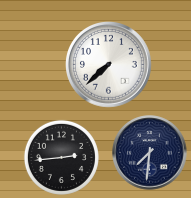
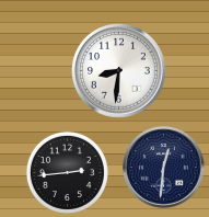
clock at (109, 65): 7:38 -> 8:31
clock at (150, 153): 7:31 -> 12:31
